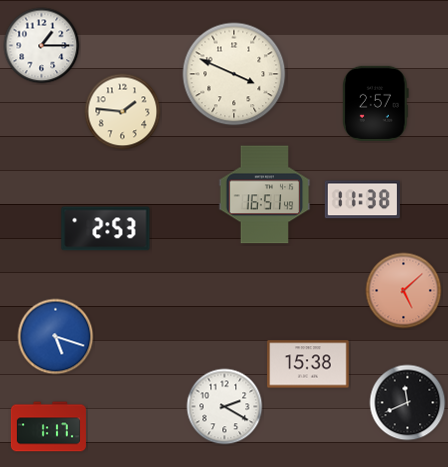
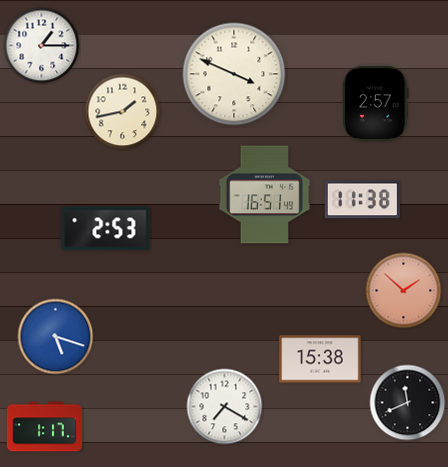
clock at (123, 112): 1:46 -> 1:43
clock at (404, 291): 5:08 -> 1:52
clock at (308, 364) position: (308, 364) -> (320, 359)
clock at (225, 407): 2:20 -> 7:20
clock at (48, 427) position: (48, 427) -> (44, 427)
